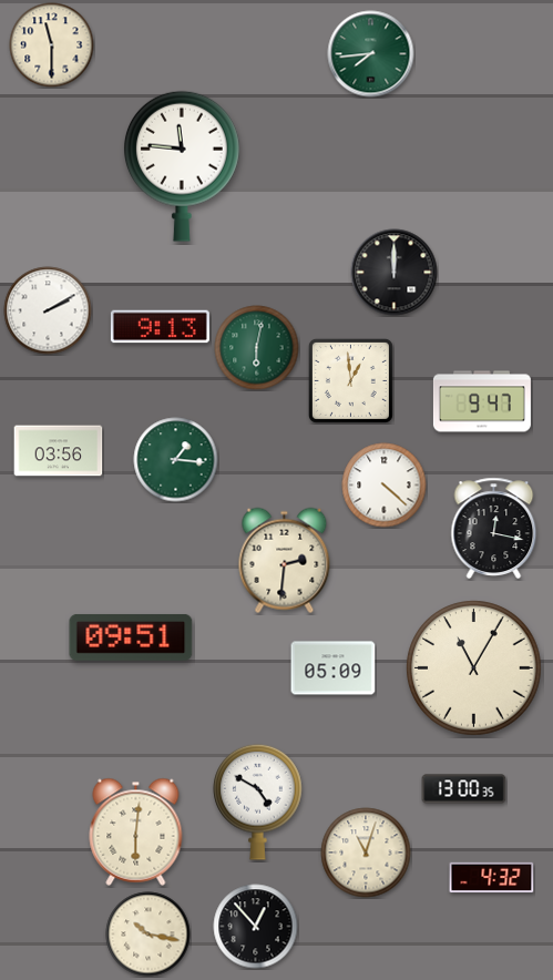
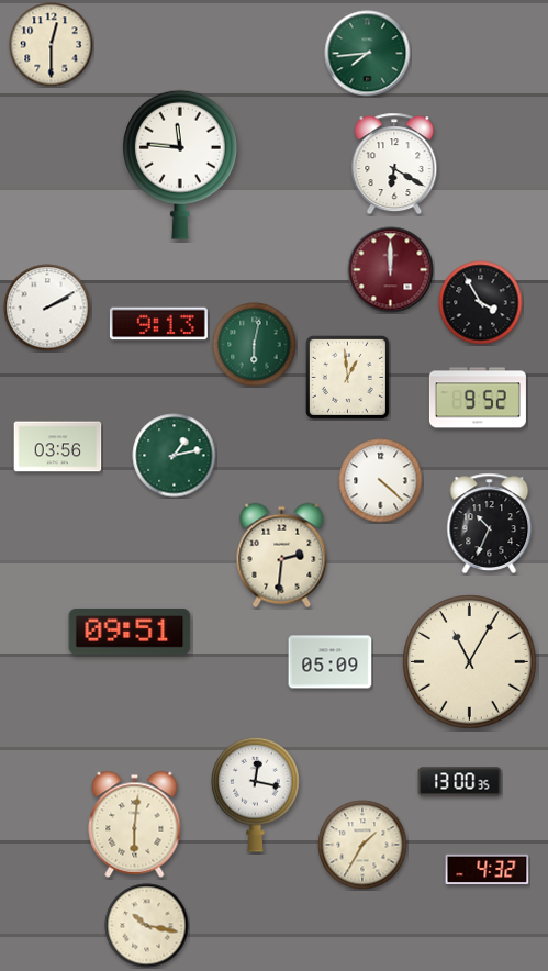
clock at (52, 45): 11:30 -> 12:30
clock at (394, 164): none -> 6:20
clock at (395, 273) dial: black -> burgundy
clock at (481, 303): none -> 3:55
clock at (482, 401): 9:47 -> 9:52
clock at (176, 460): 1:16 -> 1:13
clock at (494, 528): 12:17 -> 10:34
clock at (258, 802): 4:50 -> 12:17
clock at (366, 853): 11:03 -> 1:35
clock at (256, 927): 12:53 -> none
